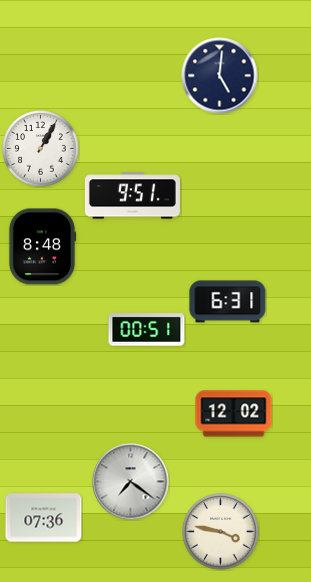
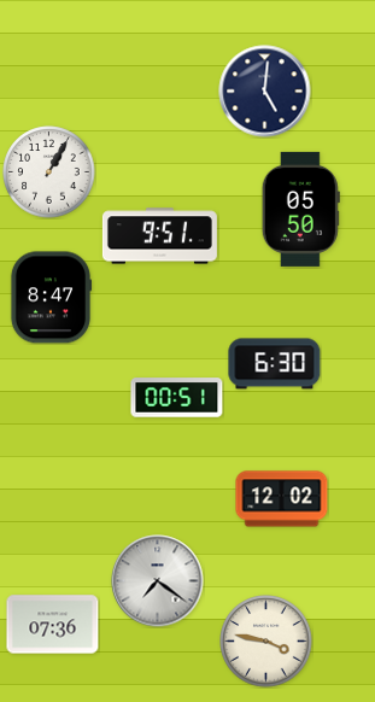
clock at (41, 149) position: (41, 149) -> (49, 172)
clock at (300, 209): none -> 05:50
clock at (42, 247): 8:48 -> 8:47
clock at (228, 302): 6:31 -> 6:30
